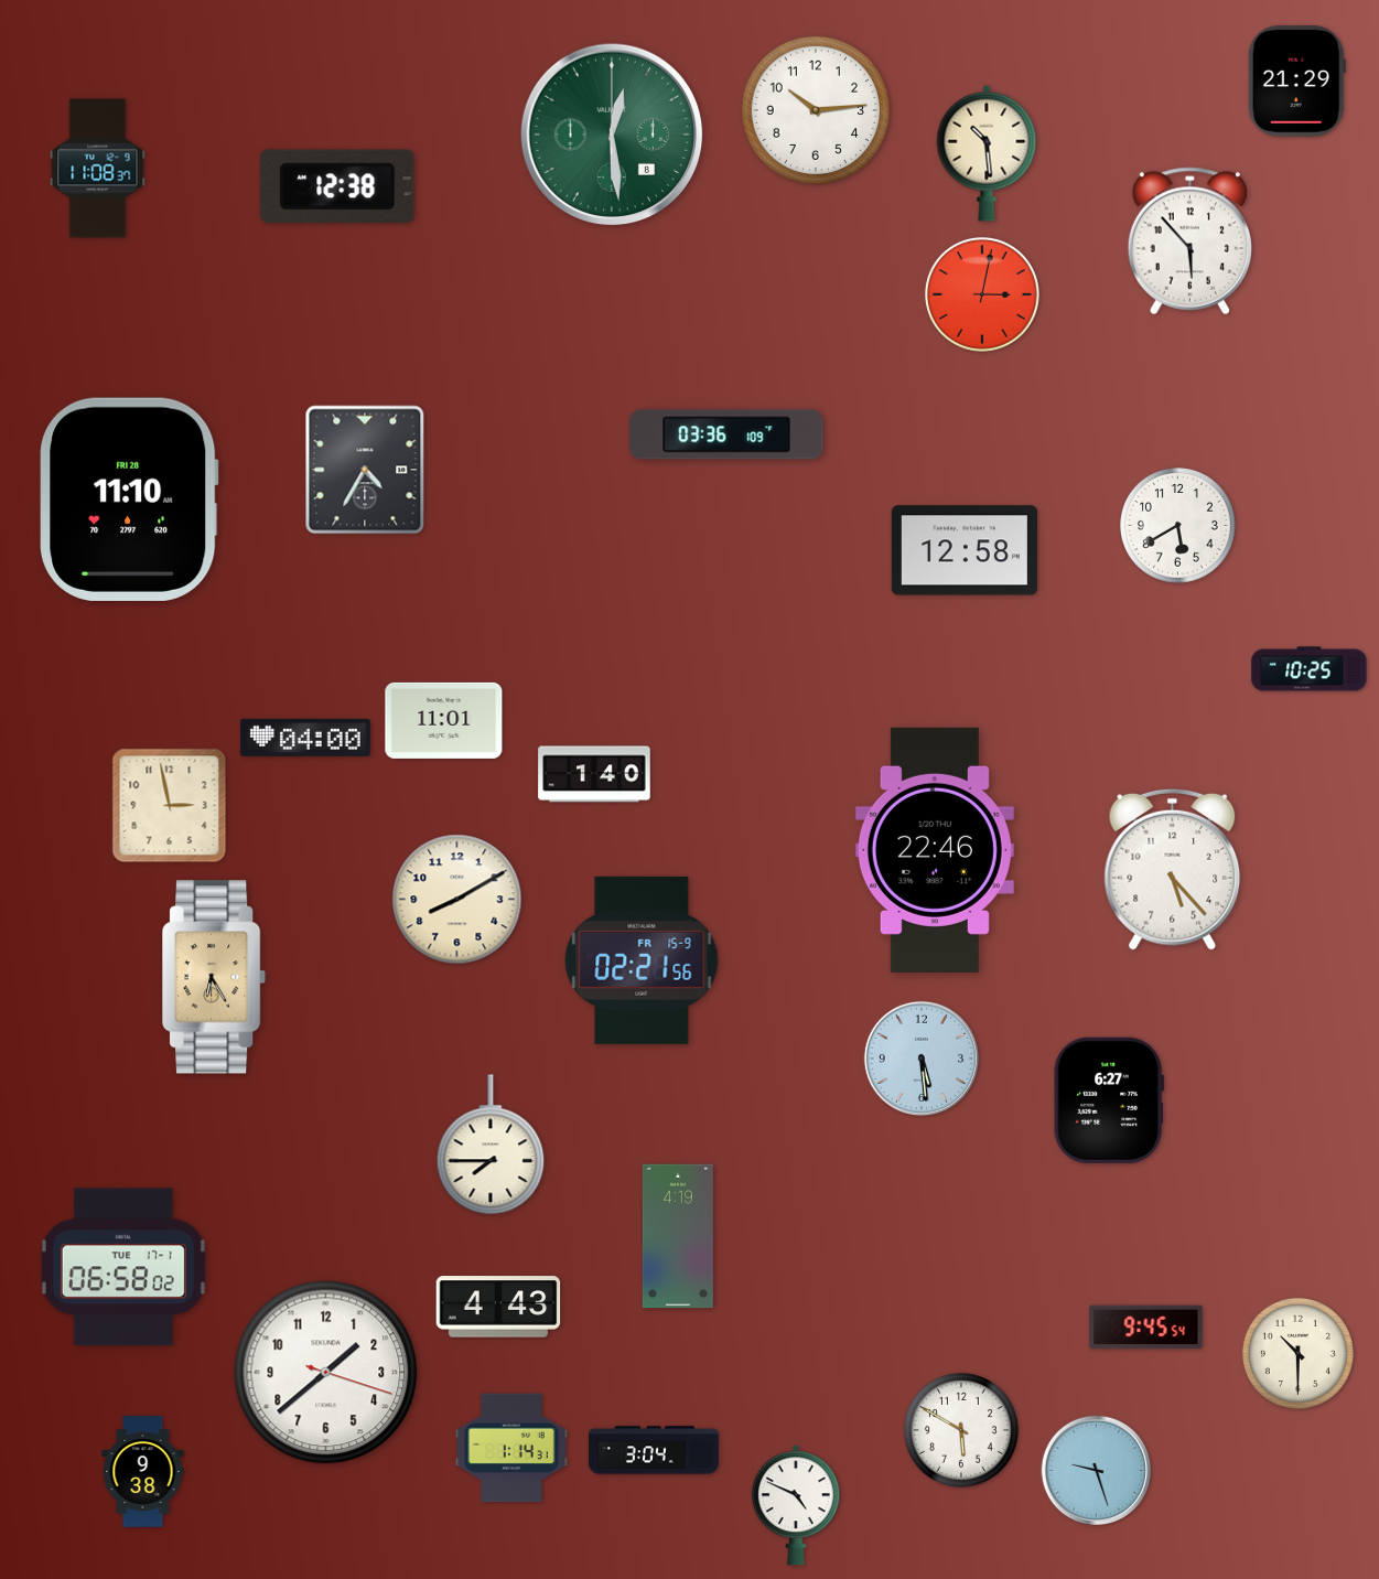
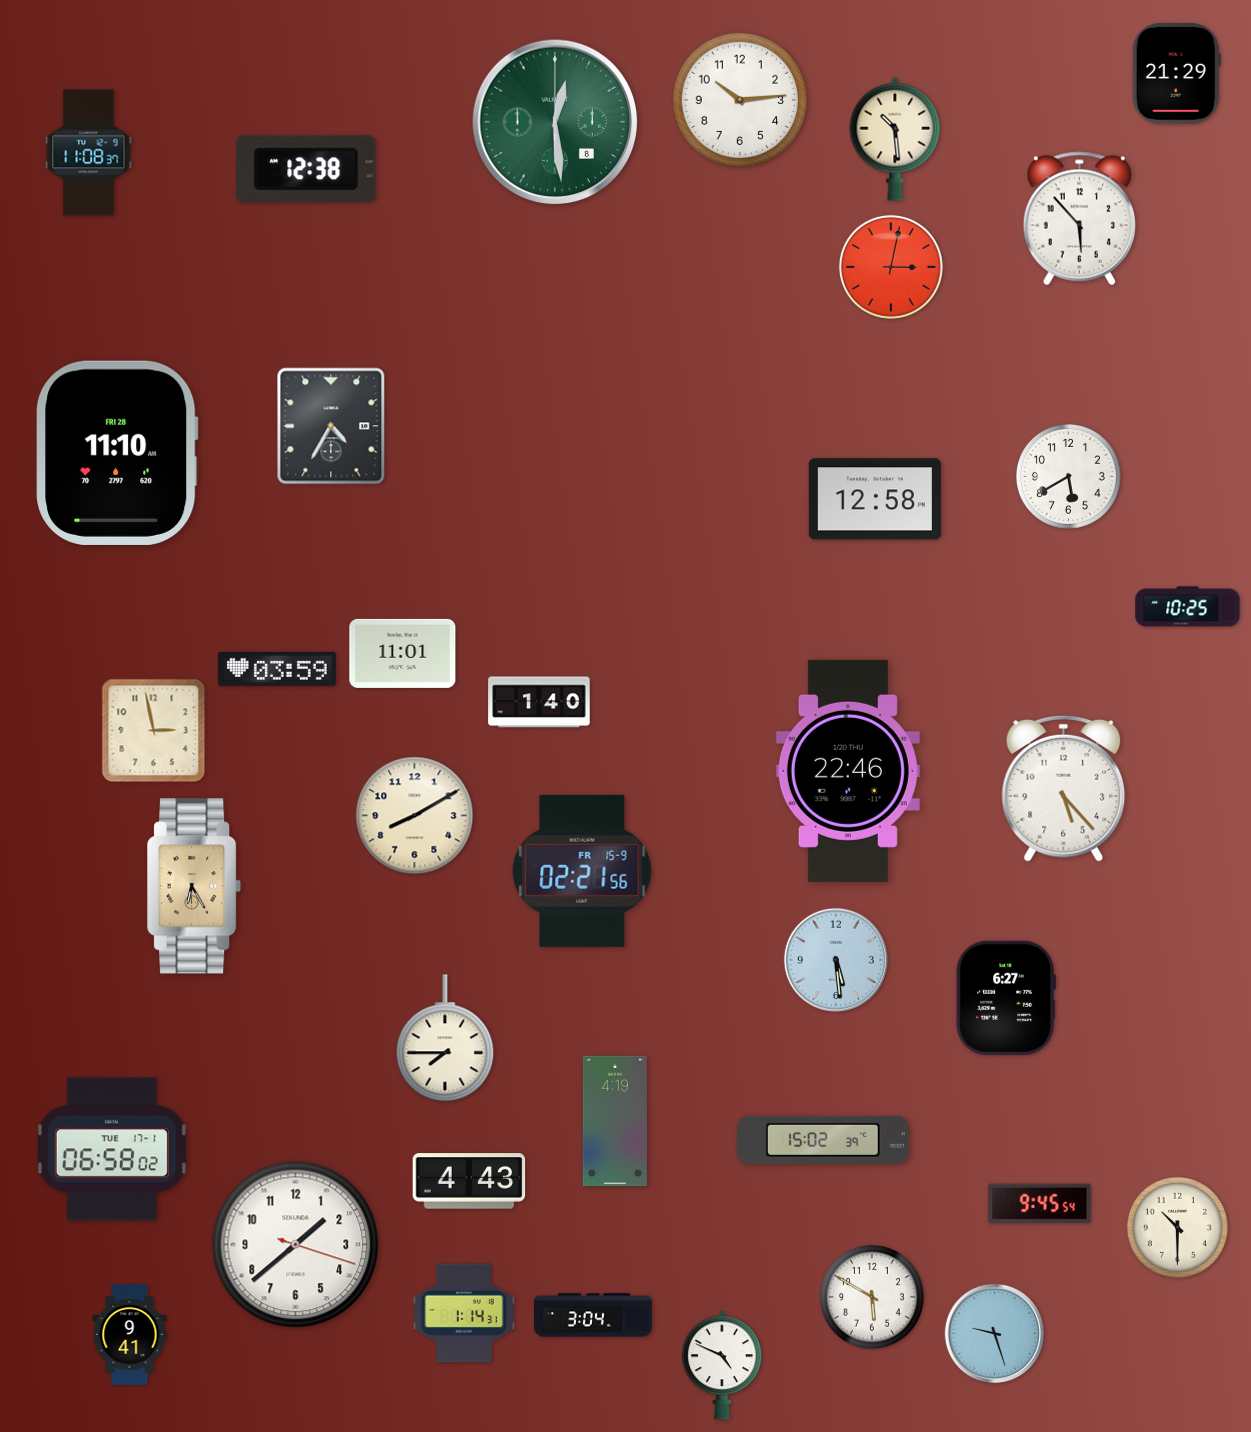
clock at (726, 434): 03:36 -> none
clock at (306, 738): 04:00 -> 03:59
clock at (824, 1140): none -> 15:02
clock at (498, 1307) position: (498, 1307) -> (469, 1181)
clock at (143, 1472): 9:38 -> 9:41
